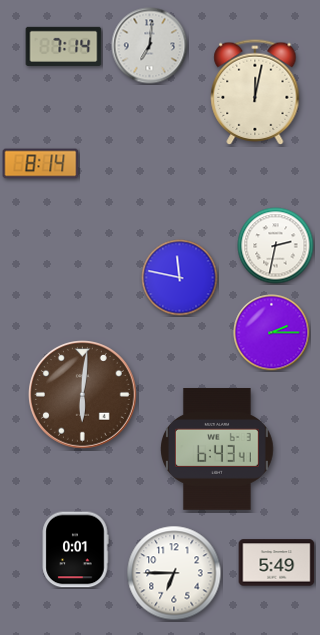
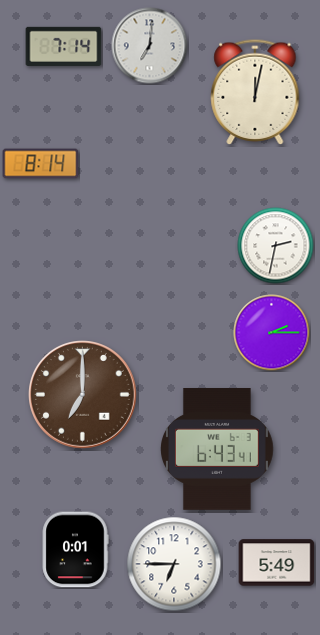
clock at (180, 278): 11:47 -> none
clock at (83, 395): 6:01 -> 7:00
clock at (174, 573) position: (174, 573) -> (174, 564)
